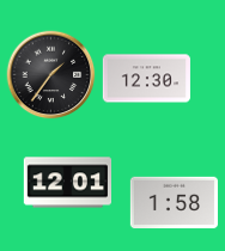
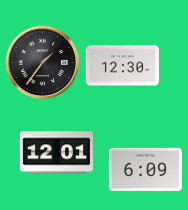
clock at (174, 203): 1:58 -> 6:09
